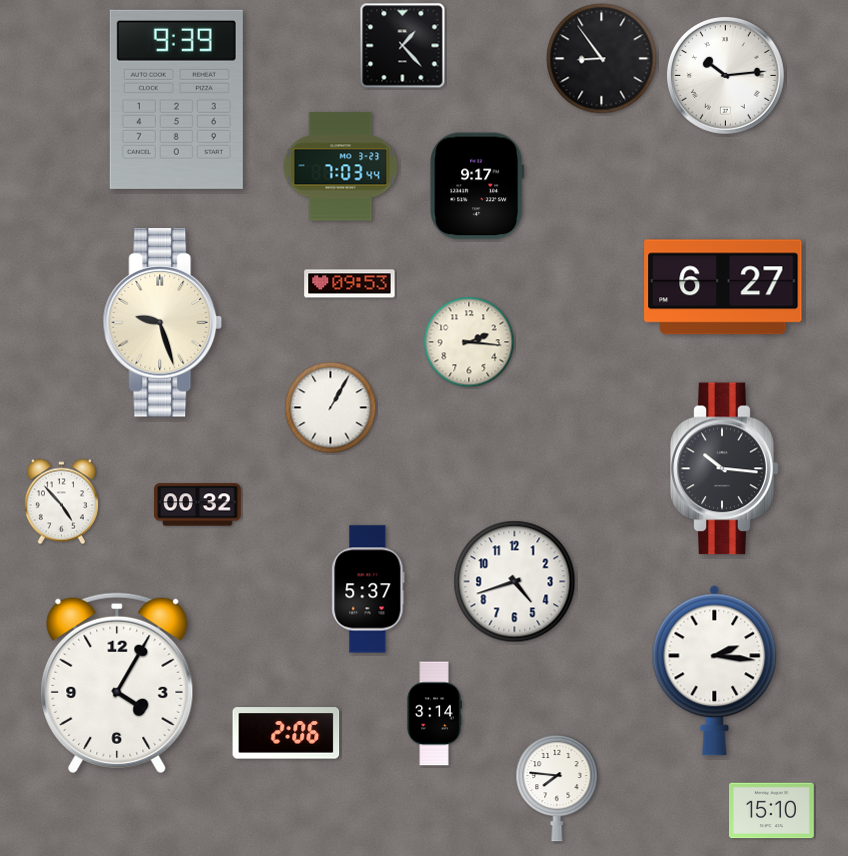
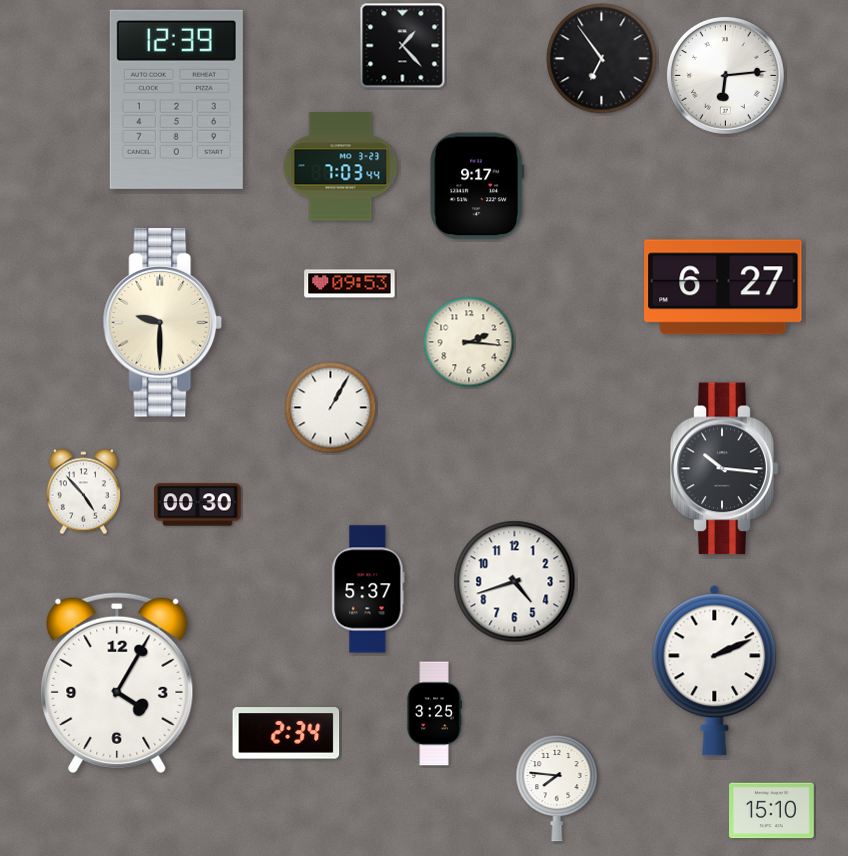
clock at (602, 59): 8:54 -> 6:54
clock at (725, 75): 10:14 -> 6:14
clock at (176, 99): 9:39 -> 12:39
clock at (163, 323): 9:27 -> 9:30
clock at (61, 502) position: (61, 502) -> (83, 492)
clock at (198, 505): 00:32 -> 00:30
clock at (715, 671): 2:16 -> 2:11
clock at (434, 714): 3:14 -> 3:25
clock at (286, 733): 2:06 -> 2:34
